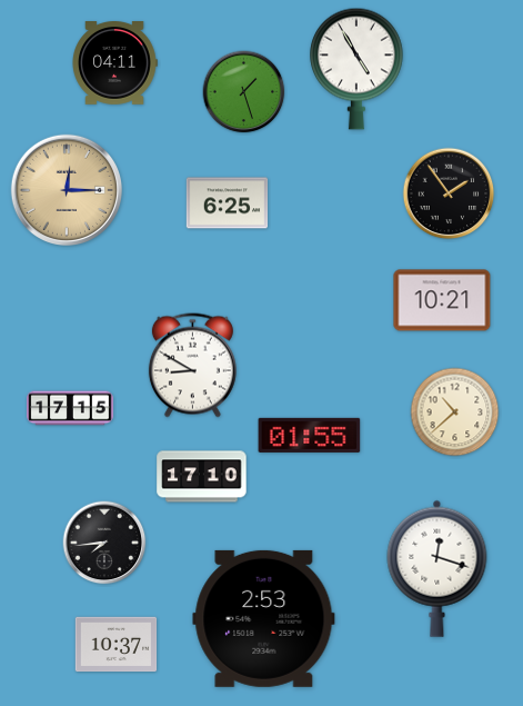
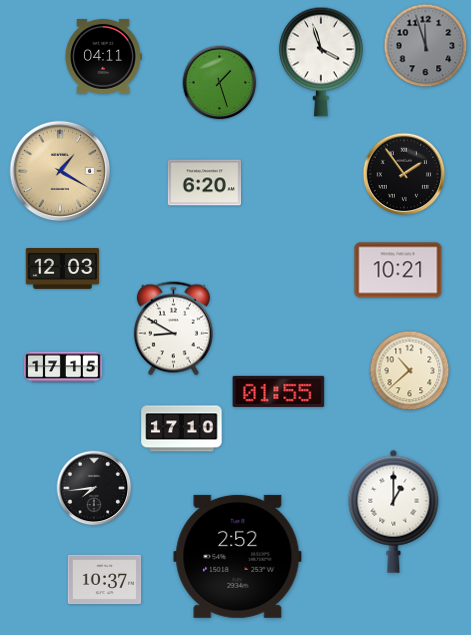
clock at (426, 46): none -> 11:57
clock at (358, 69): 4:55 -> 3:57
clock at (66, 189): 12:15 -> 1:20
clock at (228, 203): 6:25 -> 6:20
clock at (63, 269): none -> 12:03
clock at (437, 568): 12:18 -> 1:00
clock at (264, 618): 2:53 -> 2:52
